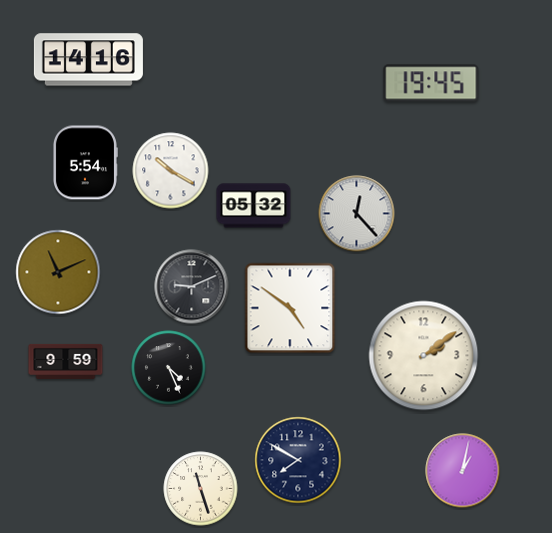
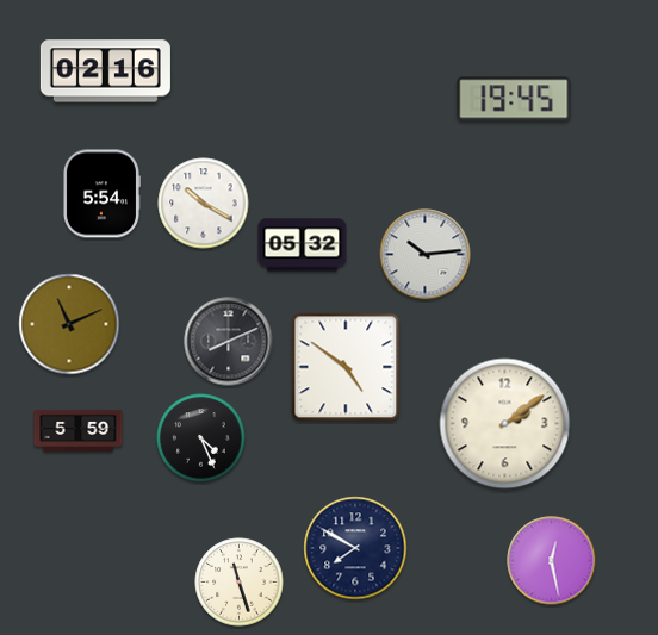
clock at (88, 60): 14:16 -> 02:16
clock at (357, 214): 12:23 -> 10:14
clock at (192, 287): 9:11 -> 8:11
clock at (66, 361): 9:59 -> 5:59
clock at (463, 471): 1:02 -> 12:28
